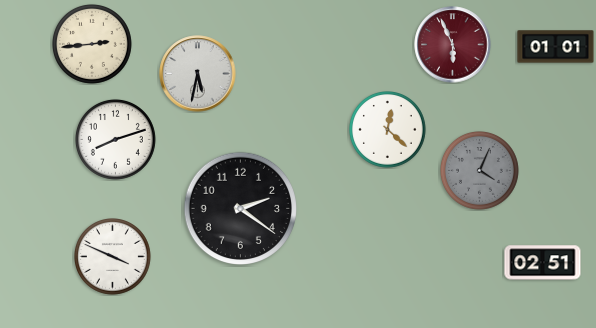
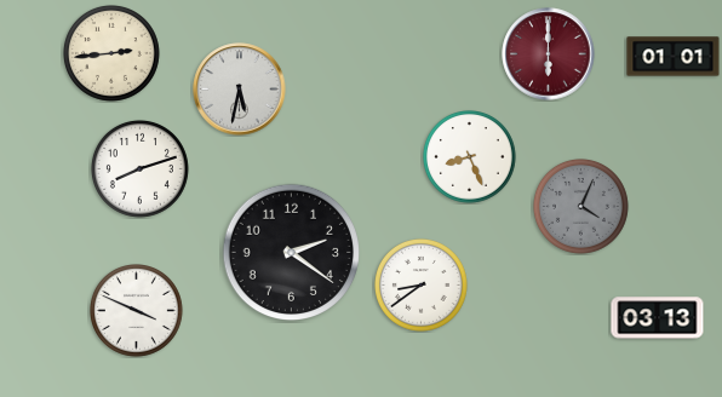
clock at (453, 45): 5:56 -> 6:00
clock at (388, 130): 12:22 -> 8:26
clock at (422, 286): none -> 8:39
clock at (543, 263): 02:51 -> 03:13
